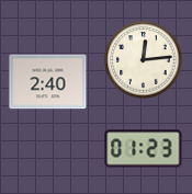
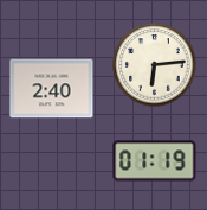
clock at (144, 60): 12:14 -> 6:14
clock at (144, 149): 01:23 -> 01:19
